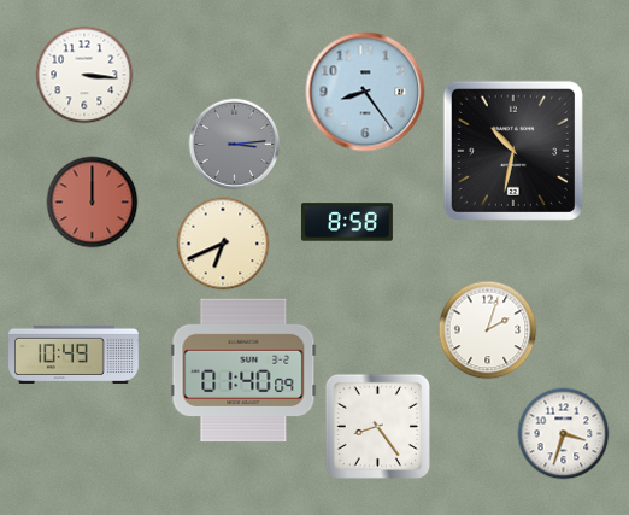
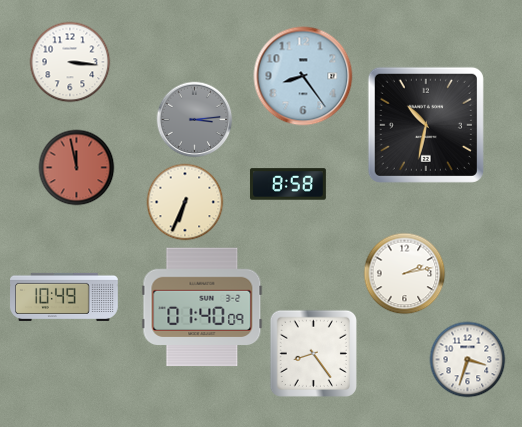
clock at (93, 203): 12:00 -> 11:58
clock at (223, 244): 6:41 -> 6:34
clock at (488, 330): 2:03 -> 2:13
clock at (74, 355) position: (74, 355) -> (64, 297)
